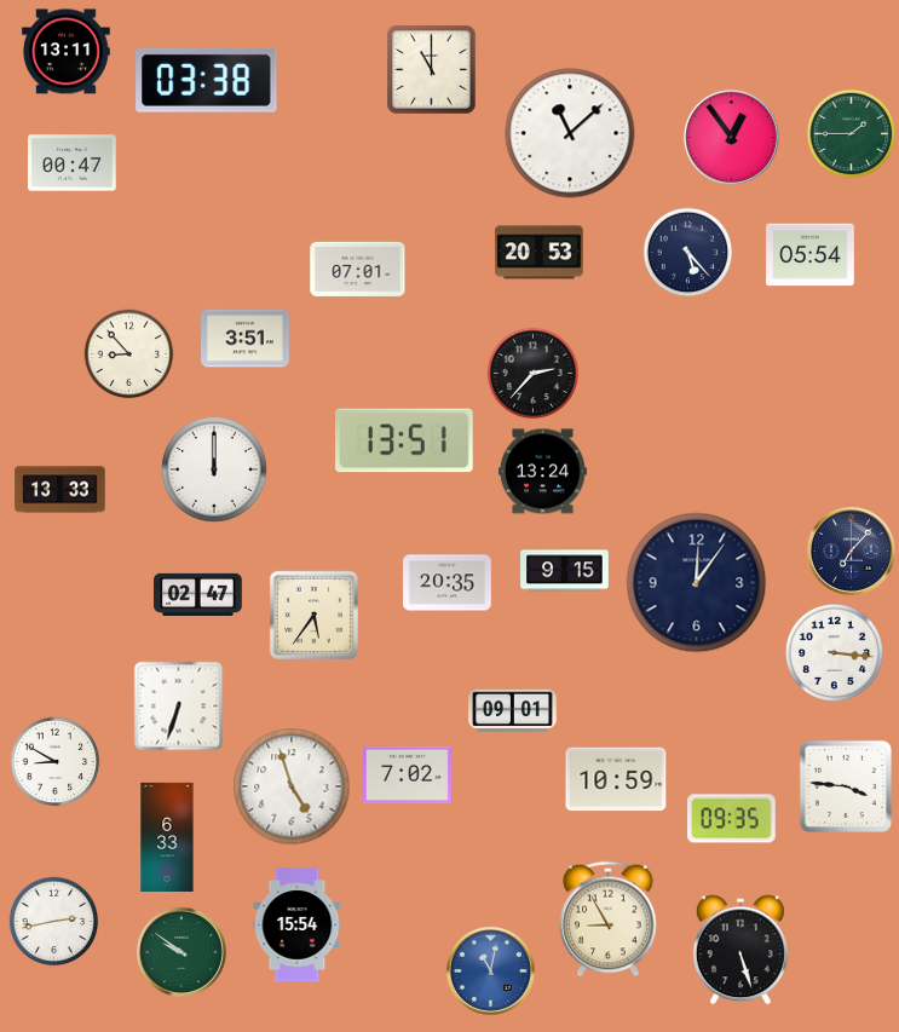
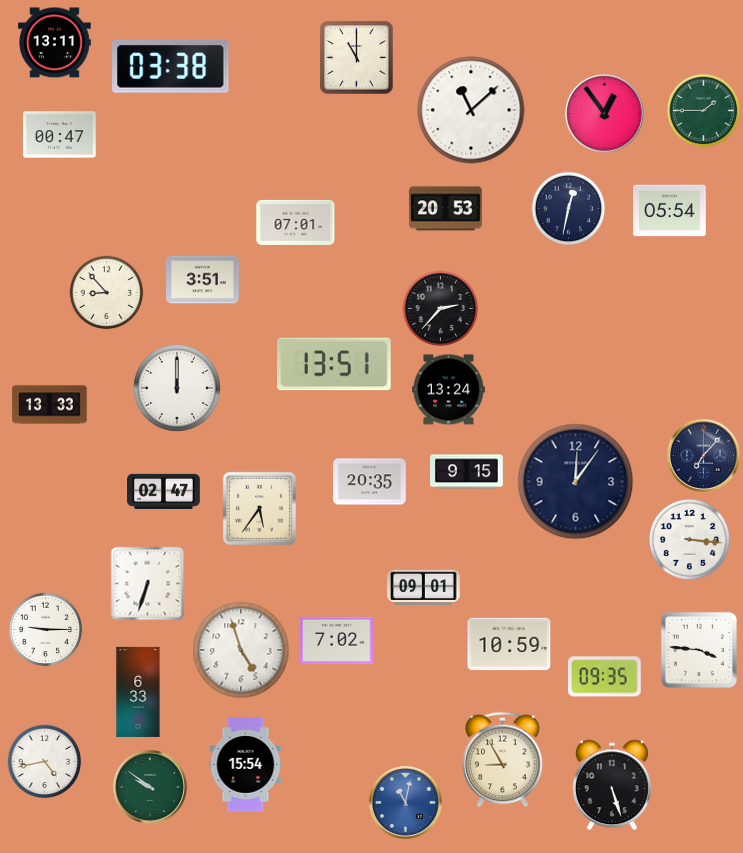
clock at (688, 253): 5:23 -> 12:32
clock at (56, 762): 8:50 -> 9:15
clock at (54, 922): 2:43 -> 4:43
